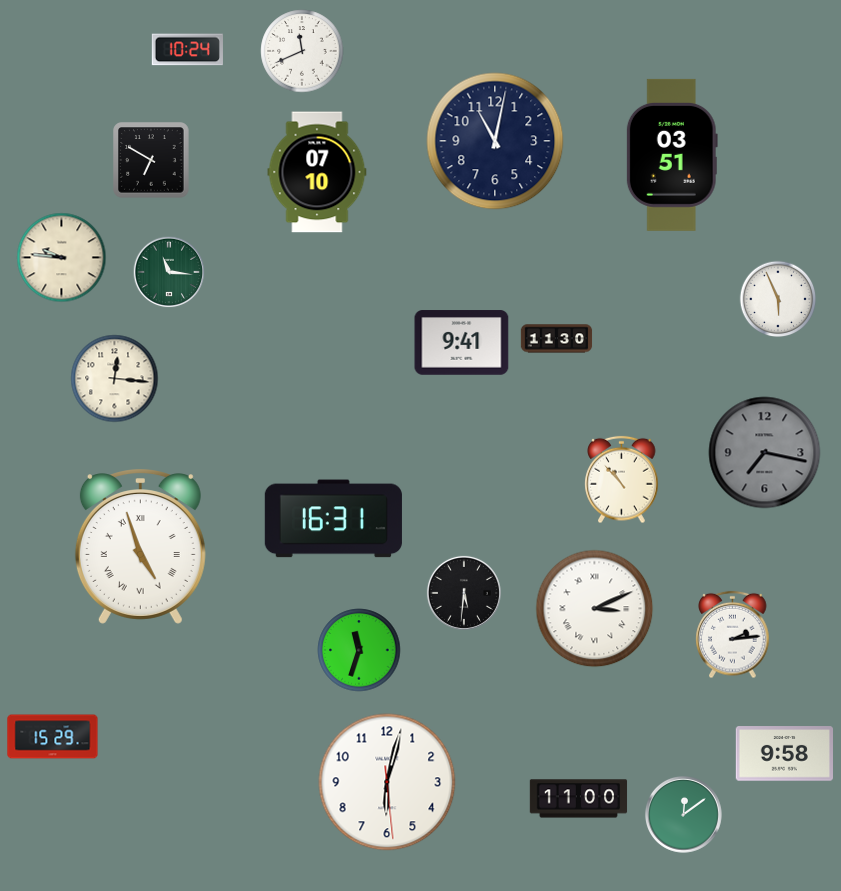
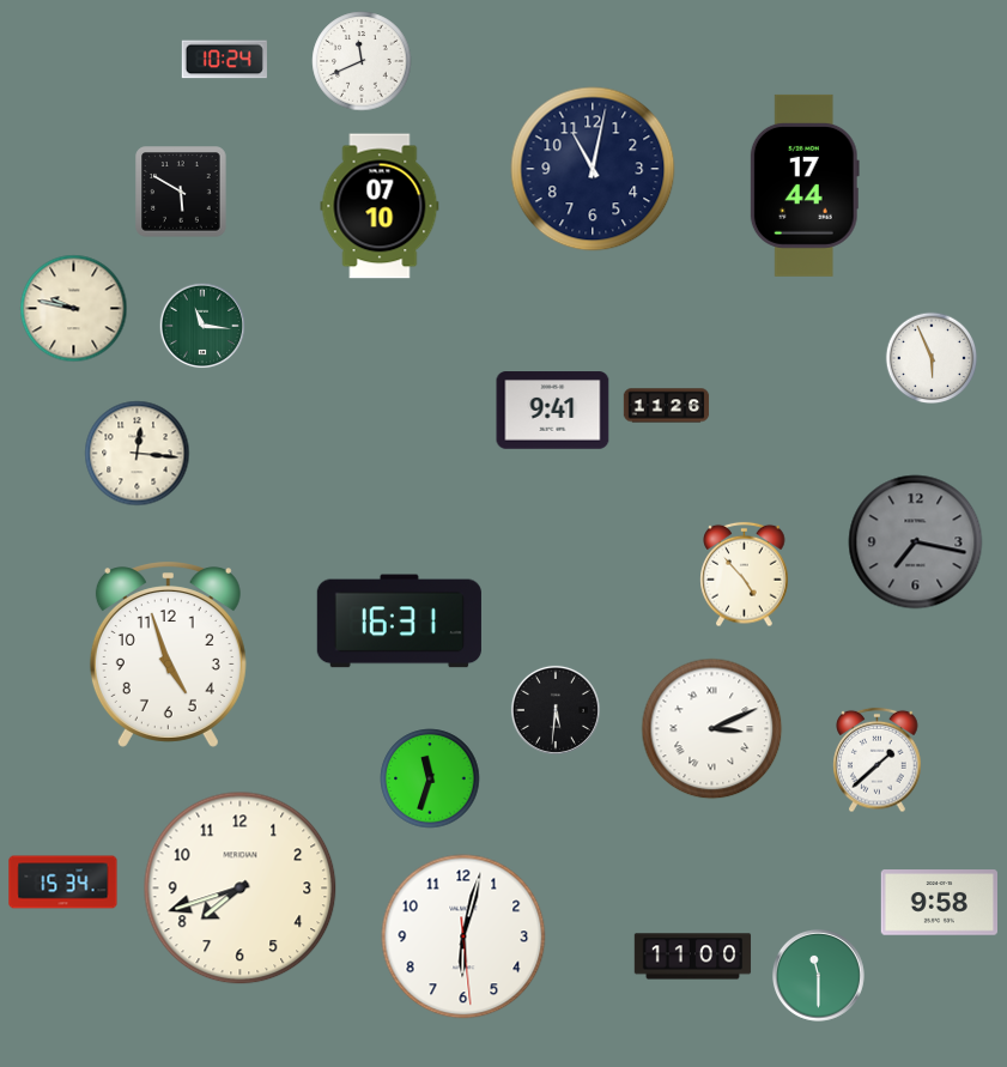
clock at (672, 155): 03:51 -> 17:44
clock at (151, 160): 6:50 -> 5:50
clock at (62, 258): 9:46 -> 9:47
clock at (557, 339): 11:30 -> 11:26
clock at (622, 480): 10:53 -> 4:53
clock at (140, 547) numerals: Roman -> Arabic
clock at (733, 635): 2:14 -> 1:38
clock at (53, 737): 15:29 -> 15:34
clock at (241, 889): none -> 7:42
clock at (684, 815): 12:09 -> 11:30
